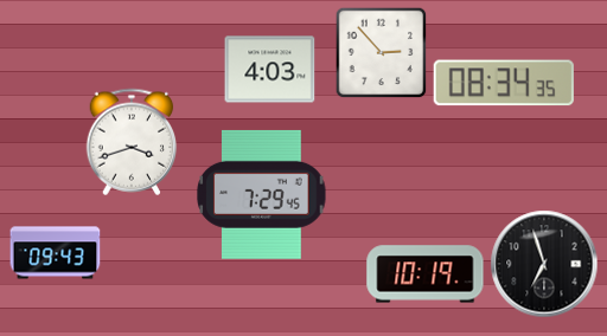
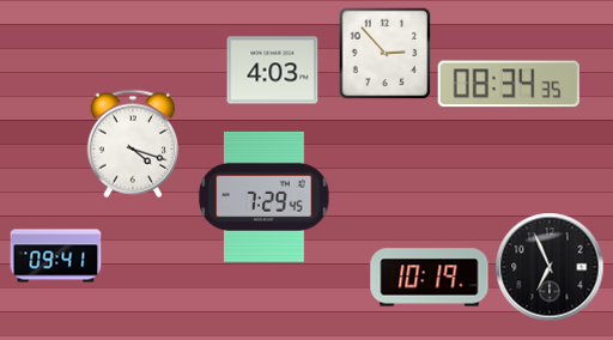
clock at (132, 142): 3:42 -> 4:18
clock at (56, 253): 09:43 -> 09:41
clock at (544, 264): 6:57 -> 6:56
